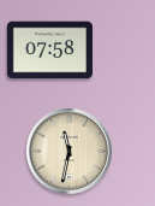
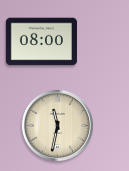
clock at (49, 51): 07:58 -> 08:00
